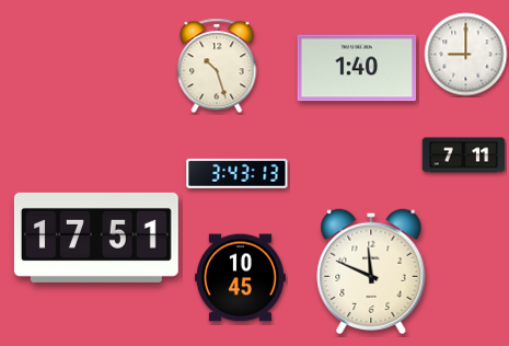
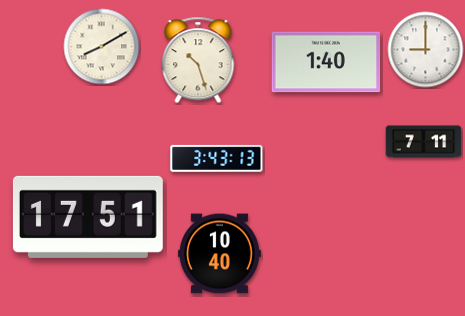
clock at (102, 47): none -> 8:10
clock at (371, 272): 11:49 -> none
clock at (240, 278): 10:45 -> 10:40
